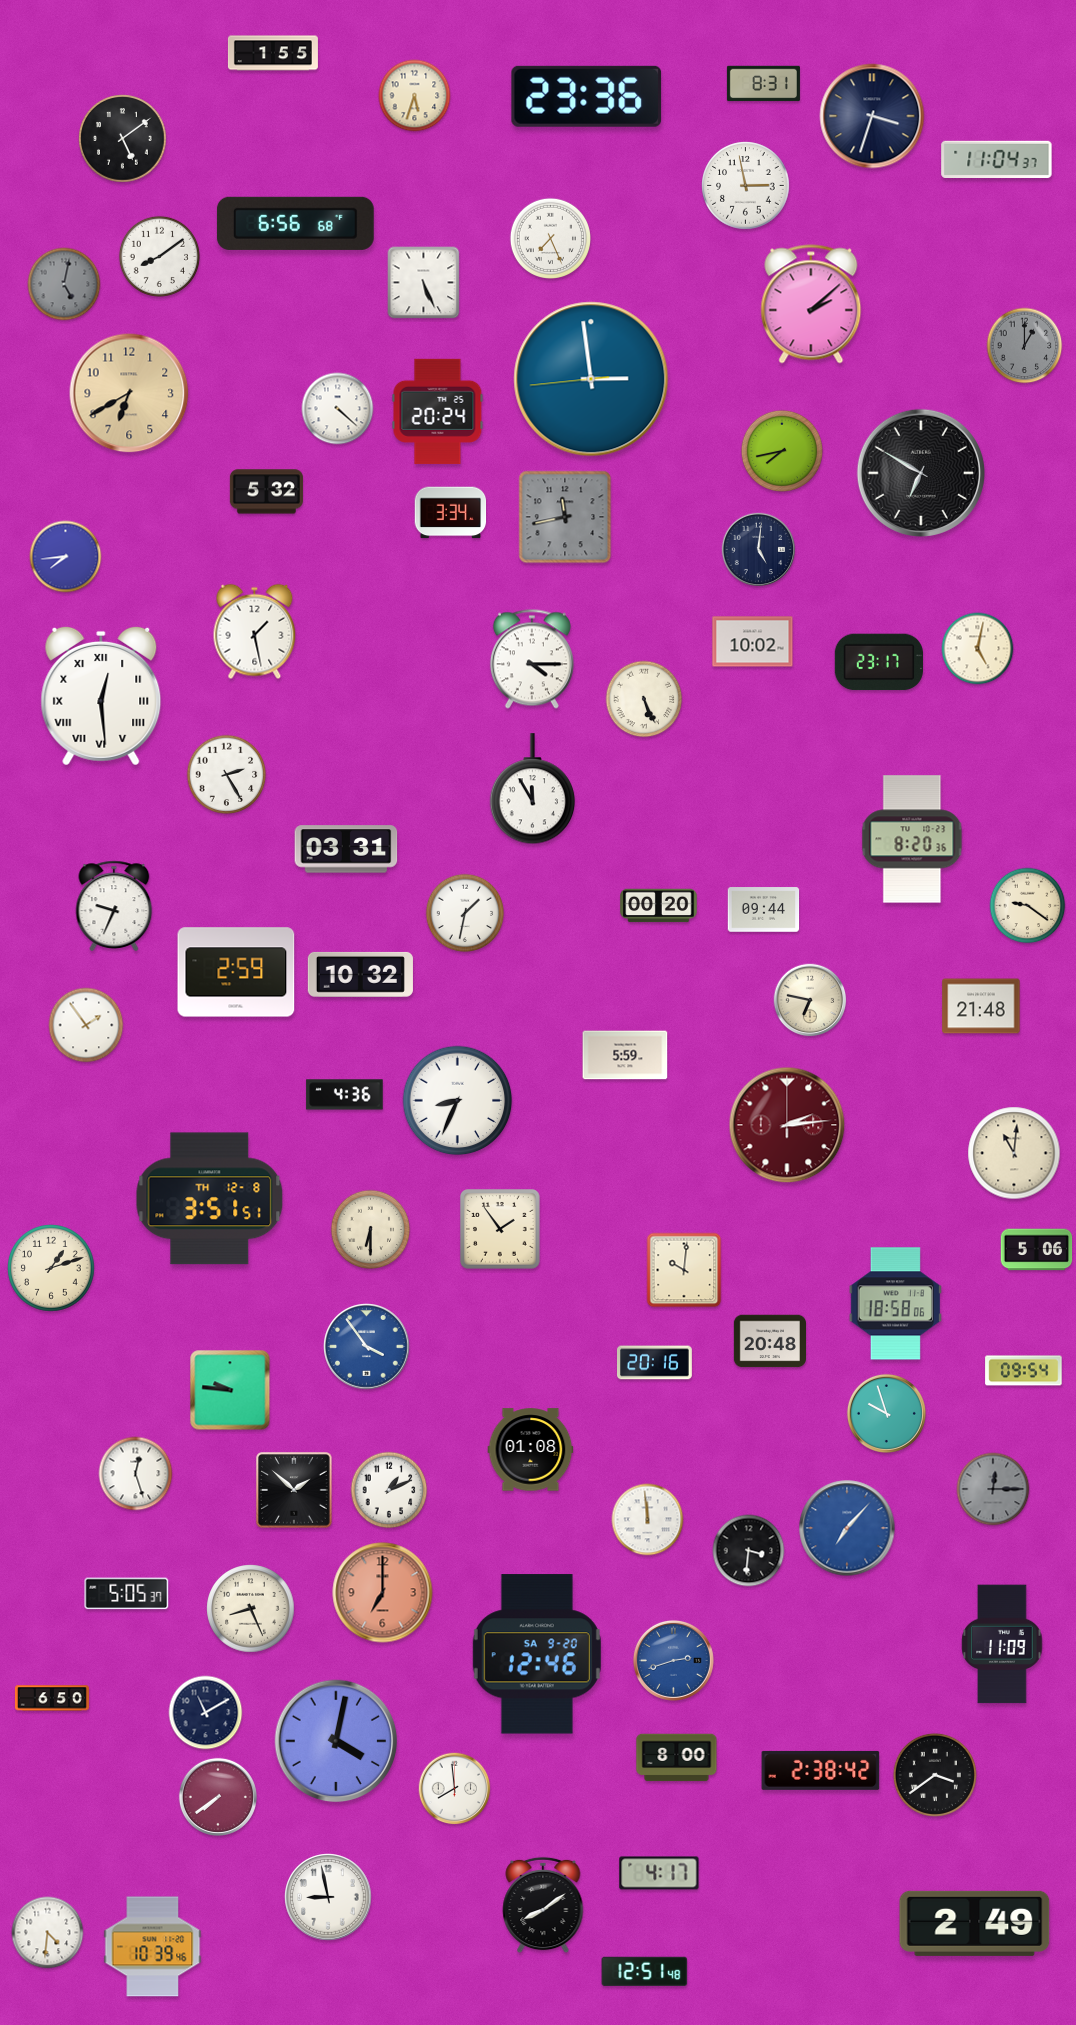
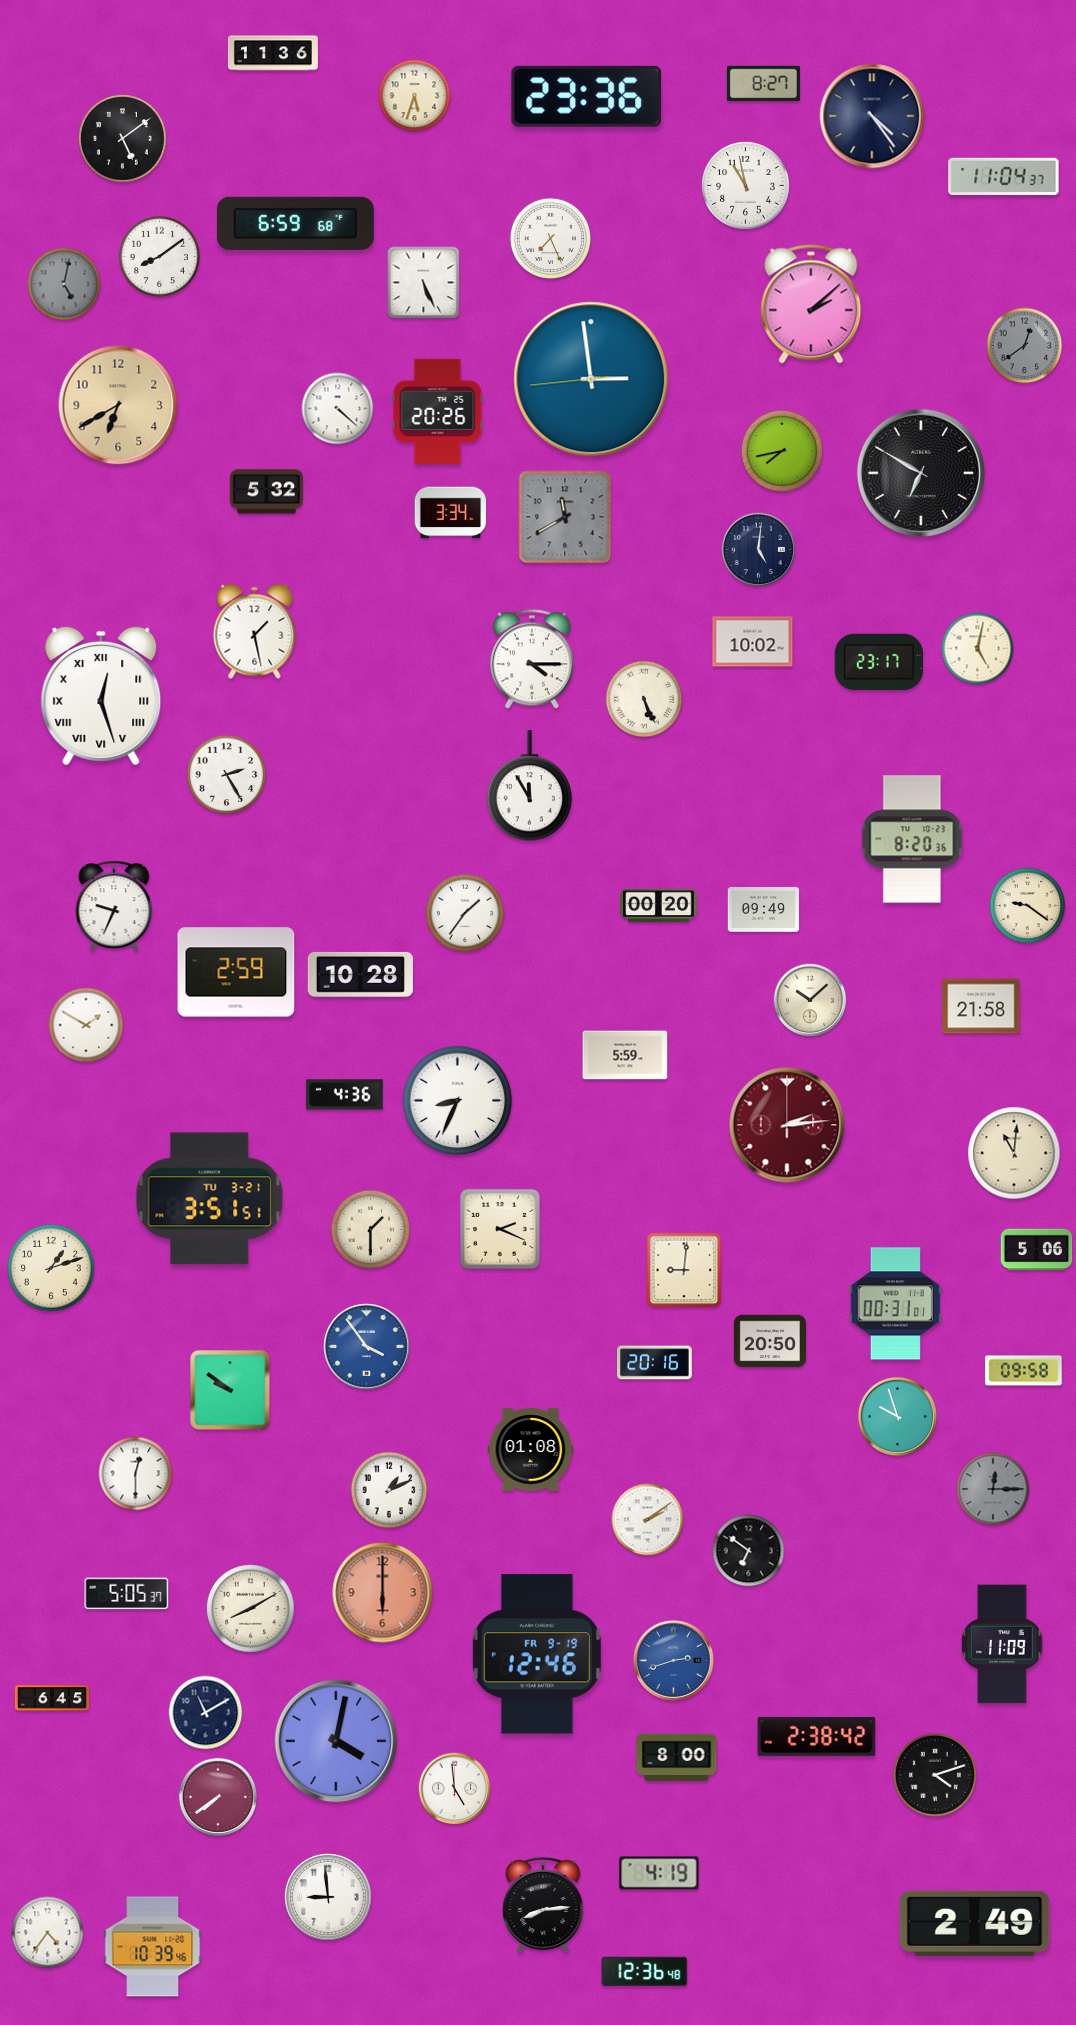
clock at (273, 53): 1:55 -> 11:36
clock at (763, 84): 8:31 -> 8:27
clock at (872, 116): 3:33 -> 4:24
clock at (997, 159) position: (997, 159) -> (1004, 176)
clock at (746, 186): 2:58 -> 10:58
clock at (295, 223): 6:56 -> 6:59
clock at (1025, 346): 1:00 -> 12:39
clock at (129, 393) position: (129, 393) -> (118, 405)
clock at (438, 411): 20:24 -> 20:26
clock at (565, 517): 11:43 -> 11:40
clock at (66, 557): 7:44 -> none
clock at (101, 696): 12:29 -> 12:27
clock at (532, 789) position: (532, 789) -> (529, 786)
clock at (346, 849): 03:31 -> none
clock at (764, 910): 09:44 -> 09:49
clock at (465, 913): 1:32 -> 1:36
clock at (360, 974): 10:32 -> 10:28
clock at (810, 1000): 6:47 -> 10:08
clock at (981, 1006): 21:48 -> 21:58
clock at (86, 1025): 1:54 -> 1:50
clock at (210, 1199) date: TH 12-8 -> TU 3-21
clock at (371, 1230): 6:30 -> 1:30
clock at (501, 1230): 1:54 -> 2:19
clock at (684, 1270): 10:01 -> 9:01
clock at (895, 1304): 18:58 -> 00:31
clock at (769, 1341): 20:48 -> 20:50
clock at (1024, 1371): 09:54 -> 09:58
clock at (230, 1390): 9:46 -> 9:51
clock at (886, 1413) position: (886, 1413) -> (897, 1416)
clock at (136, 1474): 12:27 -> 12:30
clock at (294, 1490): 1:52 -> none
clock at (648, 1520): 11:59 -> 2:09
clock at (847, 1528): 7:07 -> none
clock at (749, 1551): 3:31 -> 6:51
clock at (383, 1593): 7:00 -> 6:00
clock at (251, 1609): 8:26 -> 8:10
clock at (537, 1654) date: SA 9-20 -> FR 9-19
clock at (52, 1698): 6:50 -> 6:45
clock at (821, 1770) position: (821, 1770) -> (817, 1736)
clock at (935, 1775): 3:39 -> 4:12
clock at (455, 1789): 7:59 -> 4:59
clock at (659, 1873): 4:17 -> 4:19
clock at (328, 1897): 8:58 -> 8:59
clock at (543, 1905): 8:09 -> 8:14
clock at (48, 1933): 4:31 -> 4:36
clock at (645, 1971): 12:51 -> 12:36
